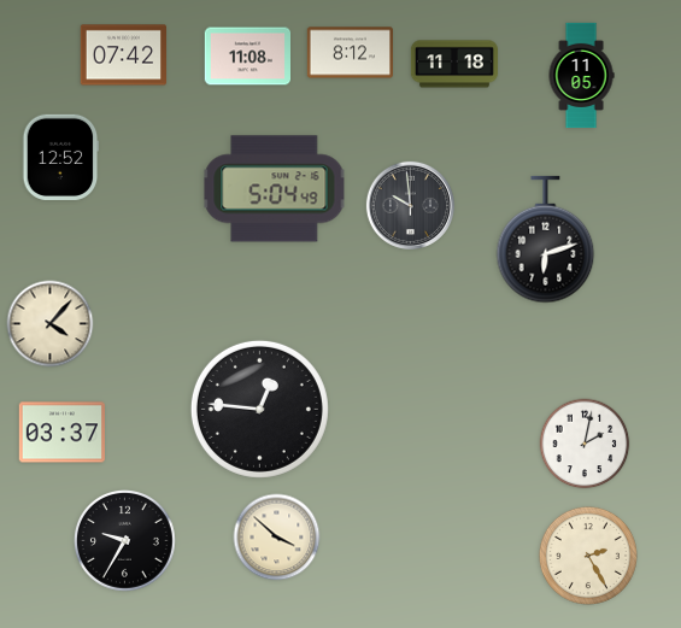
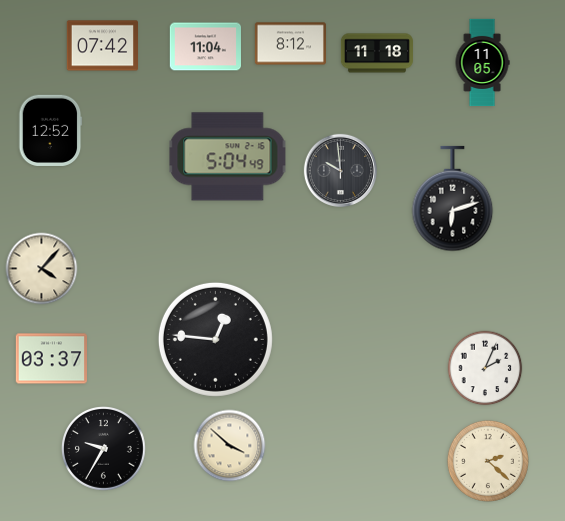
clock at (247, 57): 11:08 -> 11:04
clock at (585, 444): 2:02 -> 2:04
clock at (588, 556): 2:25 -> 2:22
